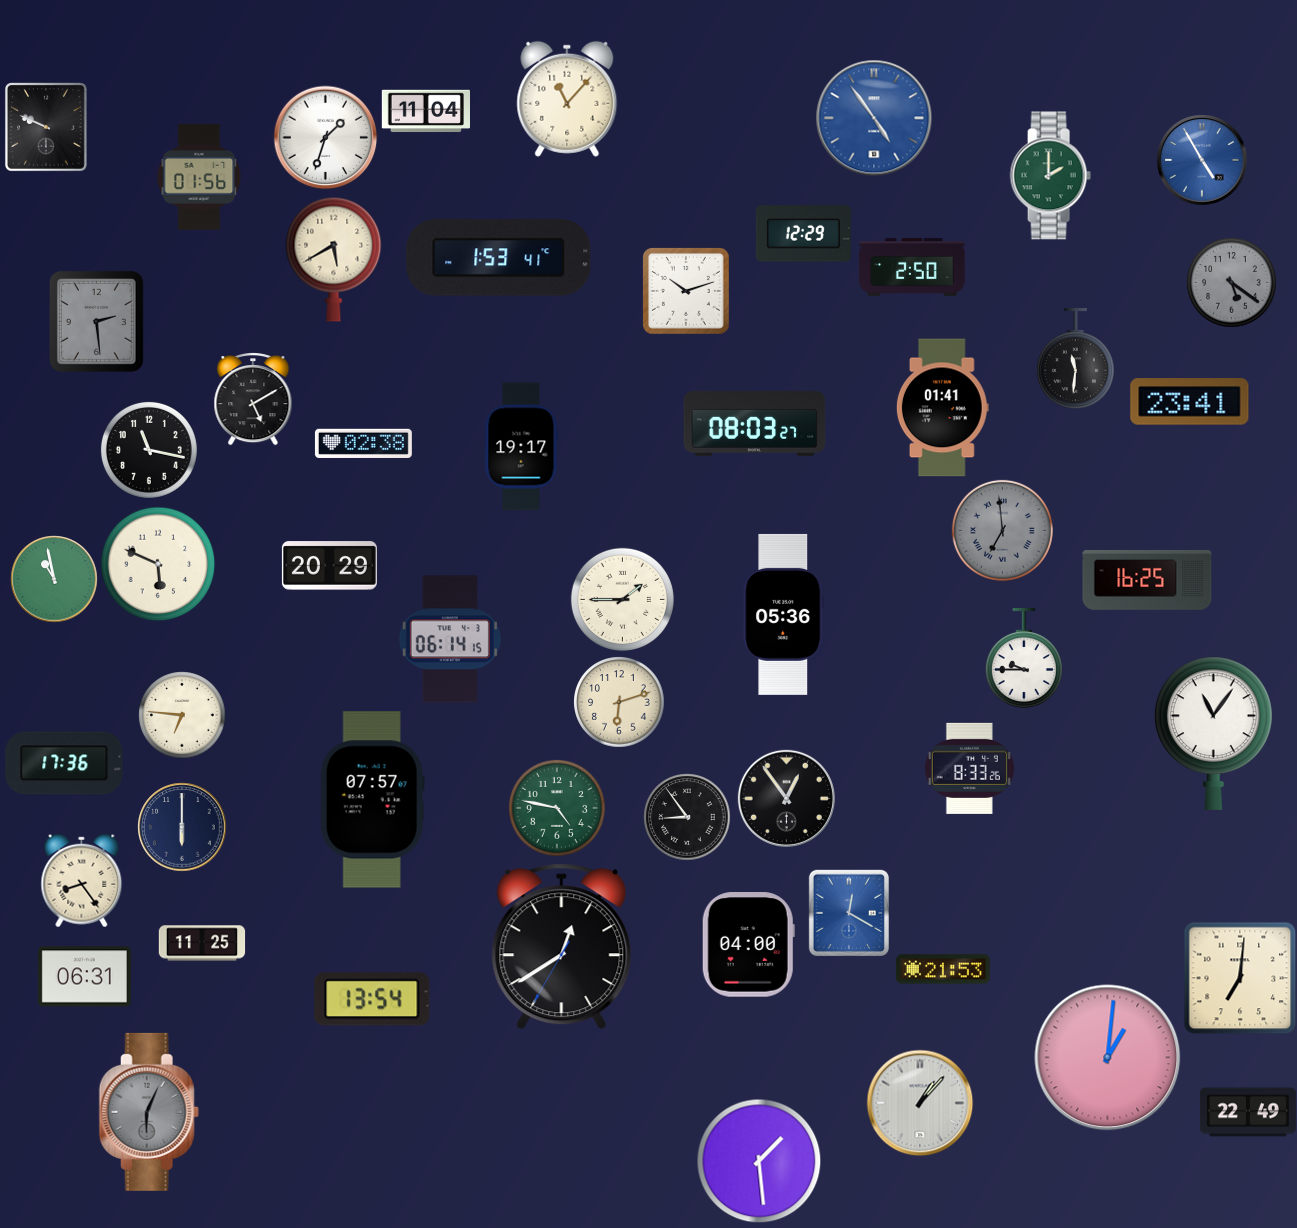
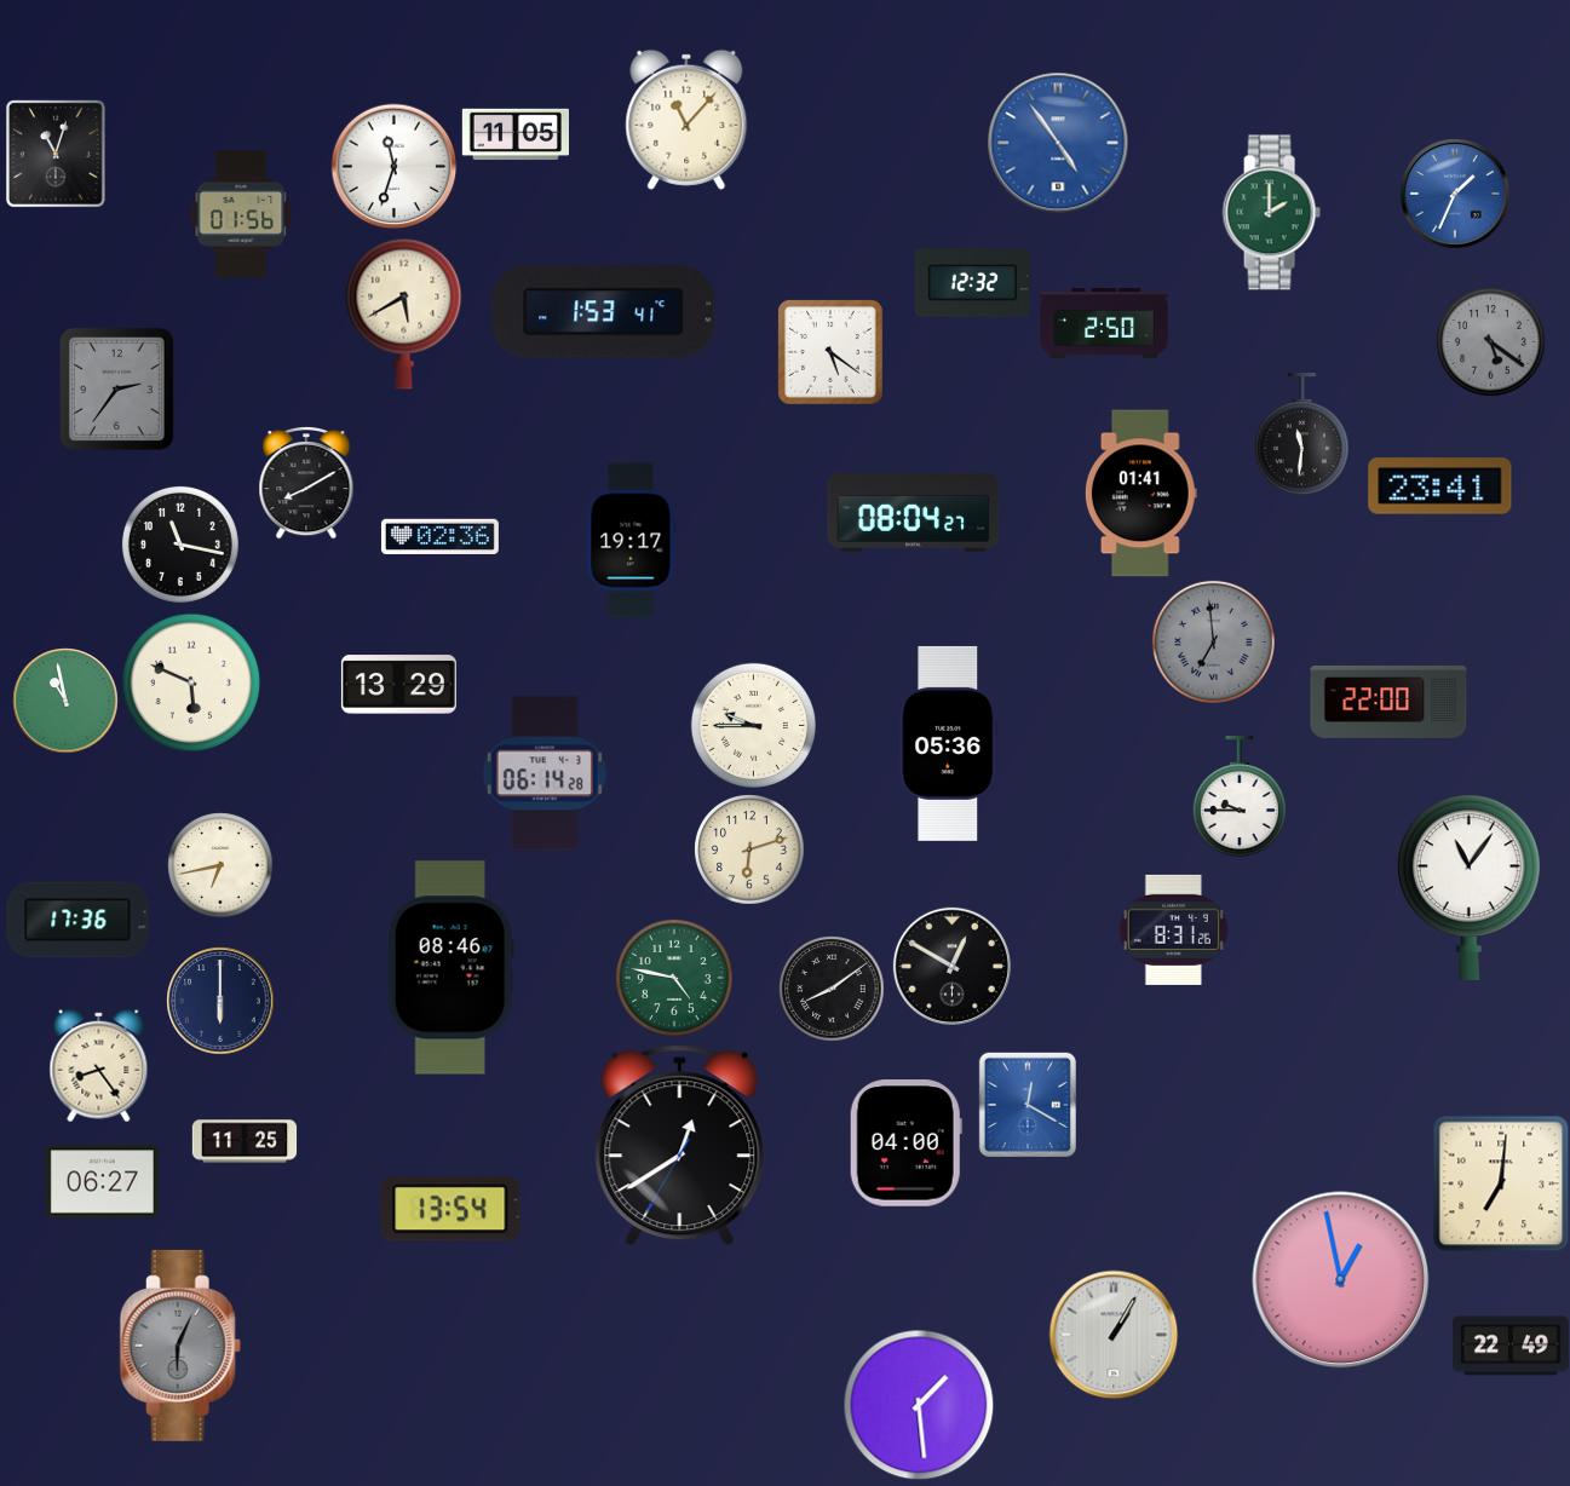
clock at (425, 111): 11:04 -> 11:05
clock at (46, 127): 9:49 -> 11:03
clock at (325, 137): 1:33 -> 11:33
clock at (1202, 160): 4:55 -> 1:34
clock at (803, 234): 12:29 -> 12:32
clock at (686, 291): 10:12 -> 5:21
clock at (96, 321): 2:29 -> 2:36
clock at (253, 399): 5:10 -> 8:10
clock at (755, 423): 08:03 -> 08:04
clock at (363, 443): 02:38 -> 02:36
clock at (329, 566): 20:29 -> 13:29
clock at (1147, 580): 16:25 -> 22:00
clock at (622, 599): 1:45 -> 9:45
clock at (450, 639): 06:14:15 -> 06:14:28
clock at (182, 715): 6:46 -> 6:43
clock at (64, 763) position: (64, 763) -> (77, 920)
clock at (969, 768): 8:33 -> 8:31
clock at (786, 798): 12:54 -> 12:50
clock at (372, 800): 07:57 -> 08:46
clock at (687, 817): 8:54 -> 8:09
clock at (943, 969): 21:53 -> none
clock at (84, 977): 06:31 -> 06:27
clock at (1108, 1058): 1:01 -> 12:58
clock at (920, 1103): 1:07 -> 1:05
